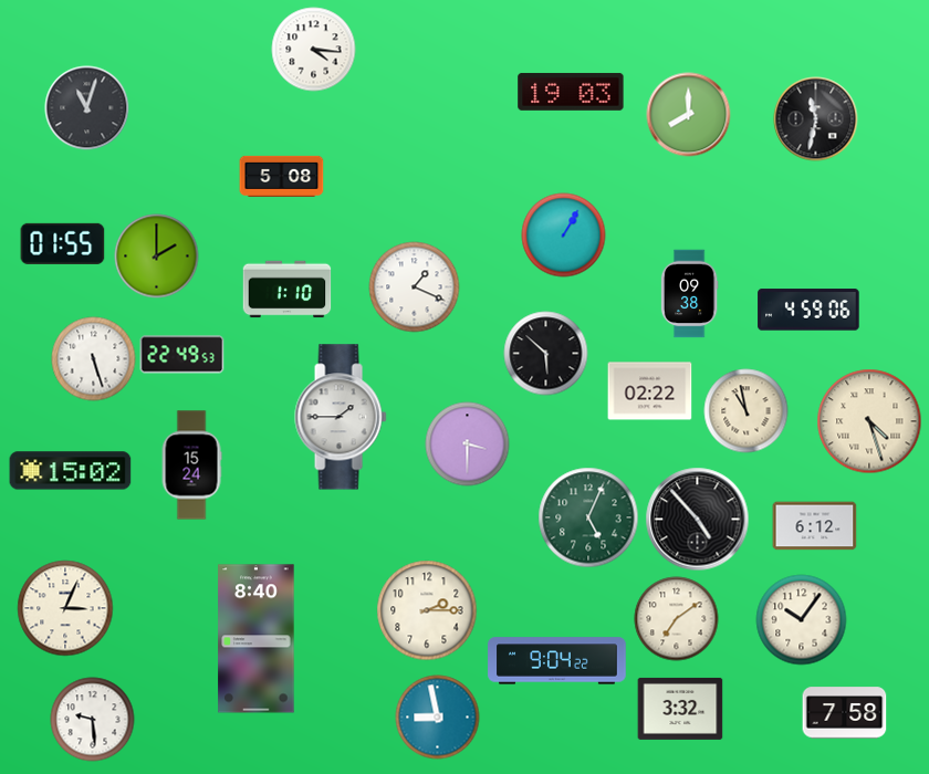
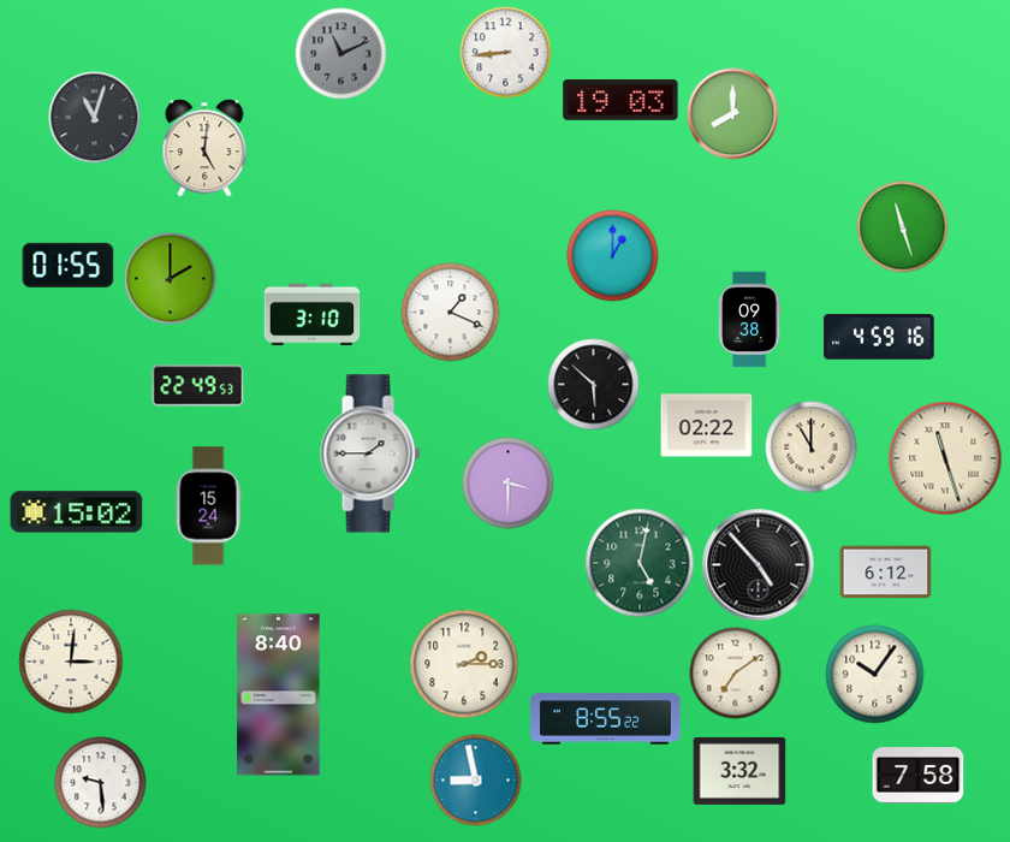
clock at (506, 53): none -> 8:44
clock at (314, 50): 4:16 -> 11:11
clock at (314, 50) dial: white -> grey
clock at (689, 115) position: (689, 115) -> (733, 114)
clock at (816, 119): 11:32 -> none
clock at (204, 148): none -> 5:01
clock at (282, 176): 5:08 -> none
clock at (903, 227): none -> 11:27
clock at (564, 236): 1:05 -> 1:00
clock at (288, 290): 1:10 -> 3:10
clock at (808, 310): 4:59:06 -> 4:59:16
clock at (94, 359): 5:27 -> none
clock at (747, 411): 10:58 -> 11:00
clock at (869, 421): 4:27 -> 11:27
clock at (588, 517): 5:04 -> 5:02
clock at (65, 608): 3:04 -> 3:01
clock at (802, 620) position: (802, 620) -> (875, 675)
clock at (557, 661): 9:04 -> 8:55
